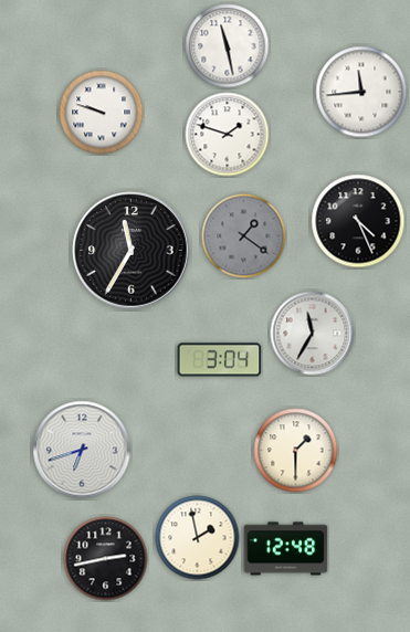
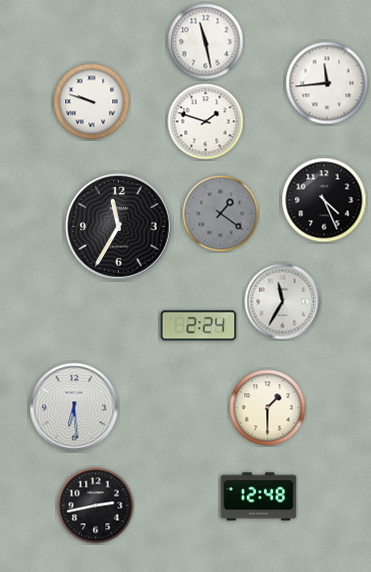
clock at (220, 360): 3:04 -> 2:24
clock at (82, 450): 6:42 -> 6:29
clock at (198, 538): 1:58 -> none
